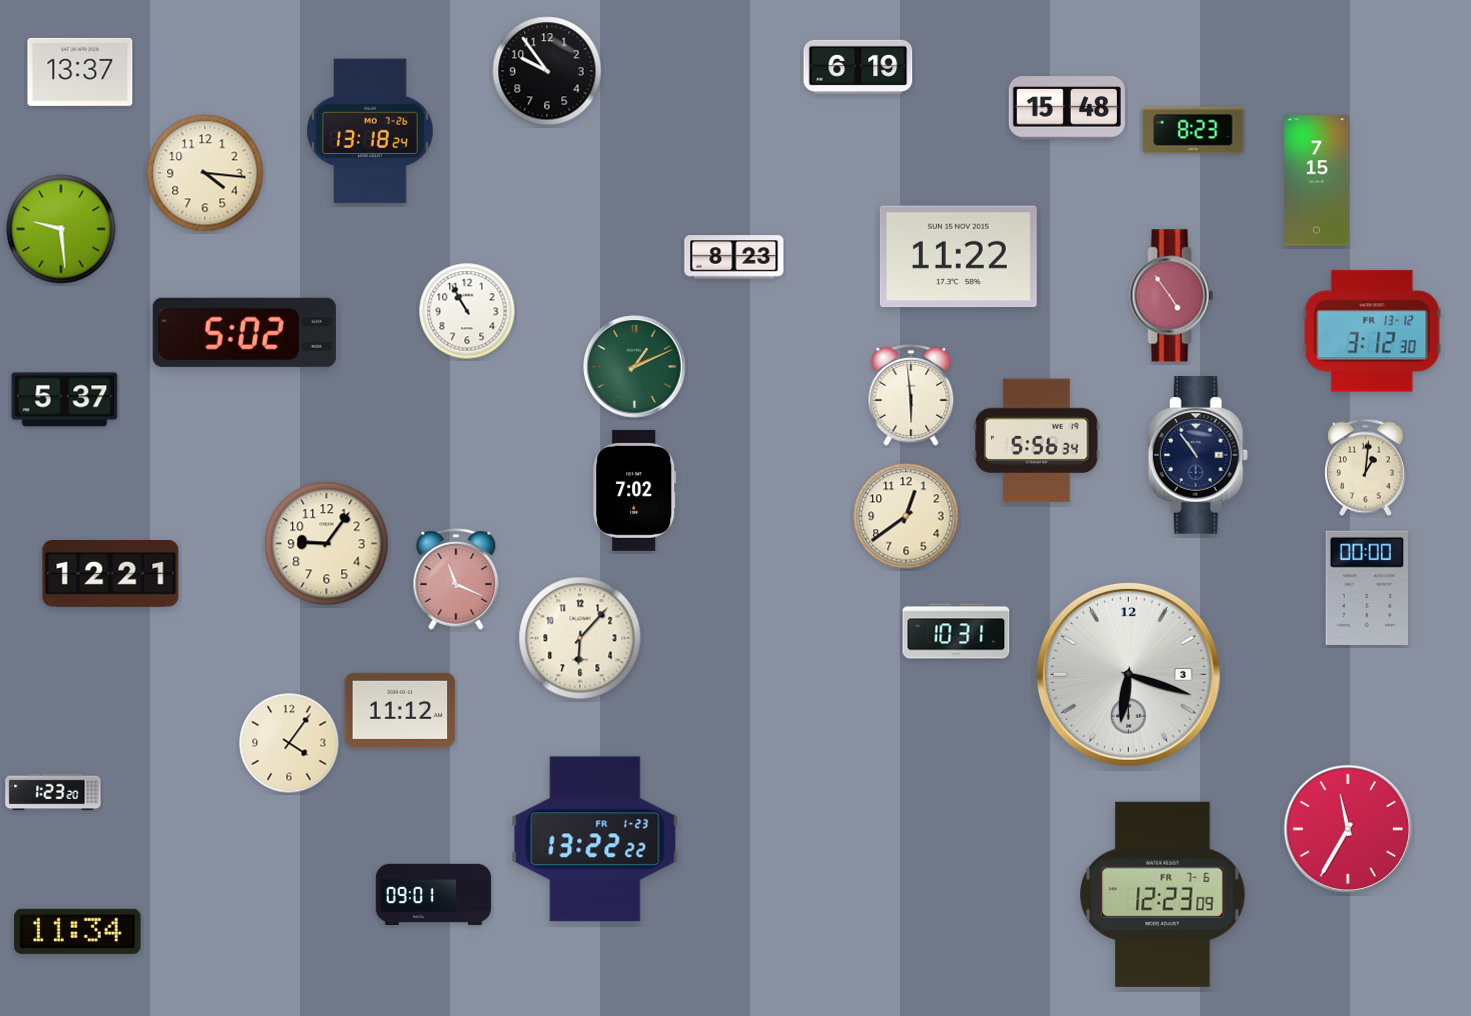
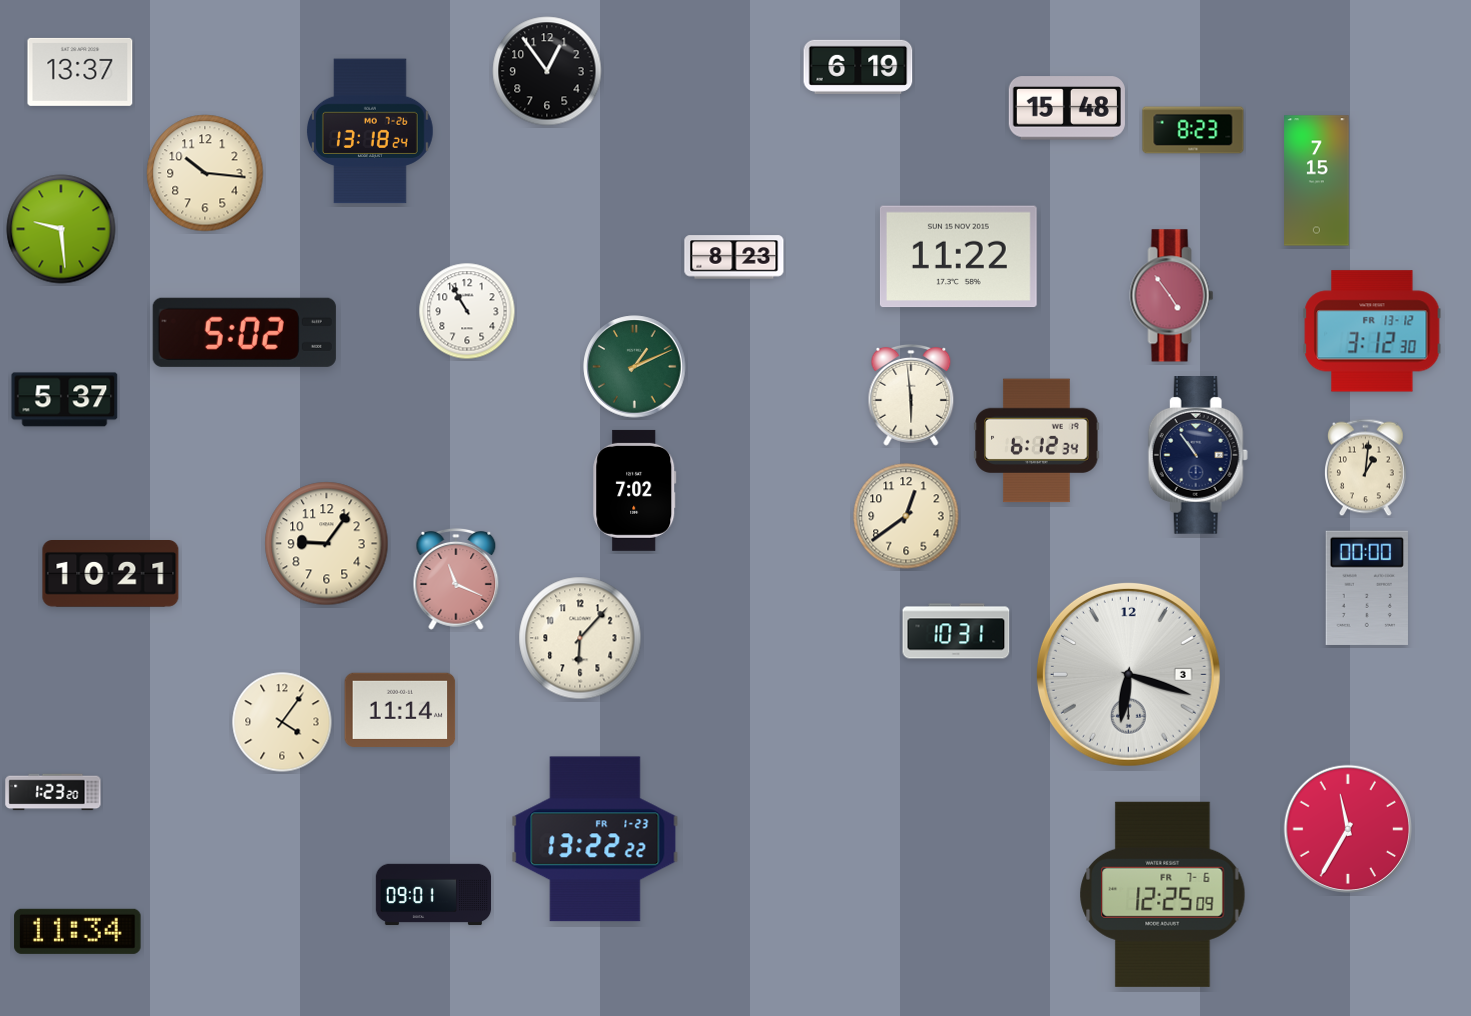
clock at (547, 71): 9:54 -> 12:54
clock at (205, 173): 4:16 -> 10:16
clock at (1037, 441): 5:56 -> 6:12
clock at (111, 574): 12:21 -> 10:21
clock at (400, 710): 11:12 -> 11:14
clock at (289, 743) position: (289, 743) -> (282, 722)
clock at (1163, 894): 12:23 -> 12:25
